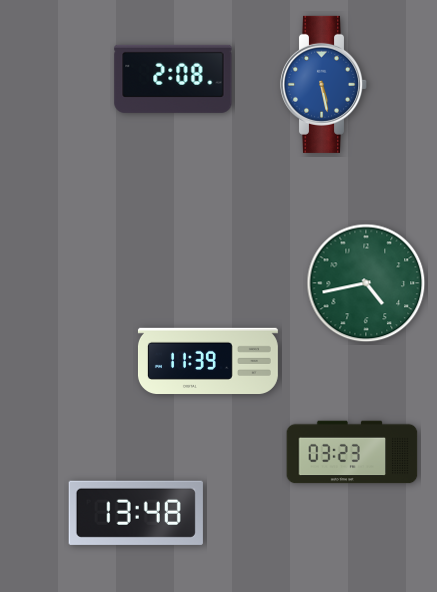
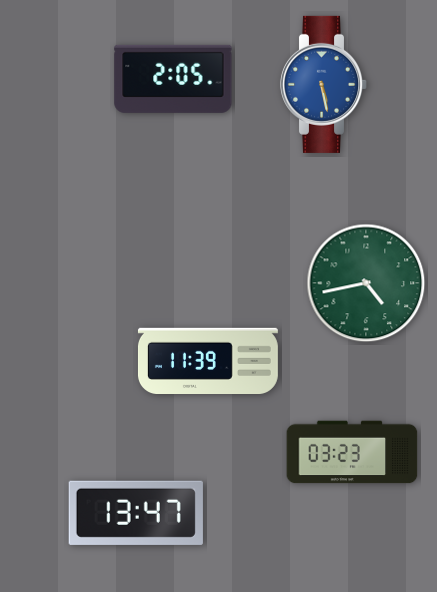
clock at (173, 79): 2:08 -> 2:05
clock at (136, 513): 13:48 -> 13:47
